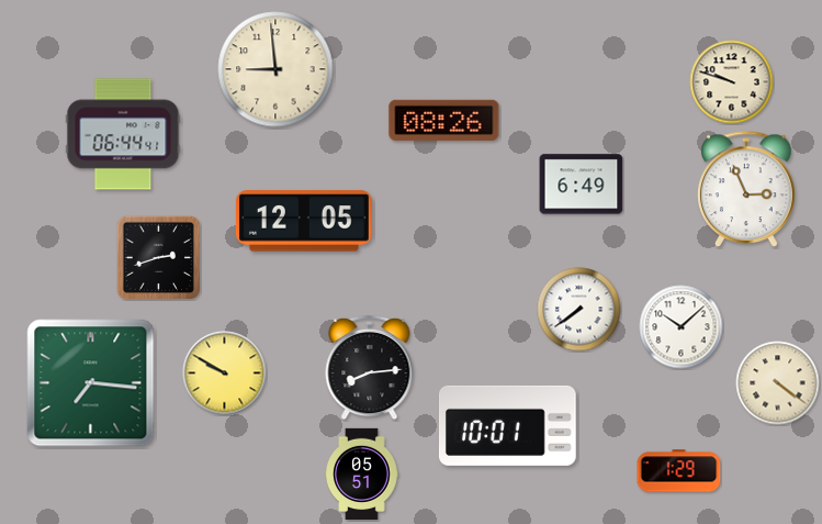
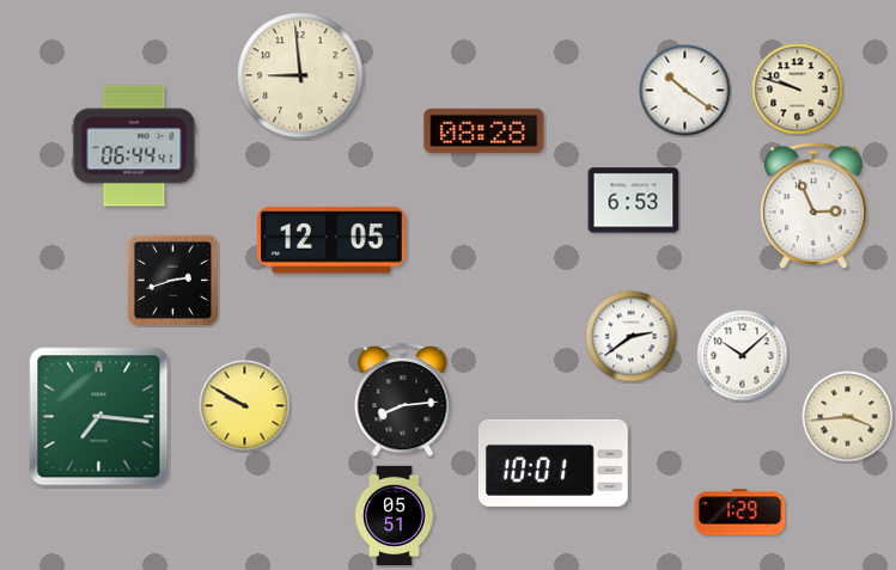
clock at (685, 91): none -> 10:21
clock at (444, 120): 08:26 -> 08:28
clock at (582, 185): 6:49 -> 6:53
clock at (579, 310): 7:39 -> 2:39
clock at (778, 383): 4:21 -> 3:44
